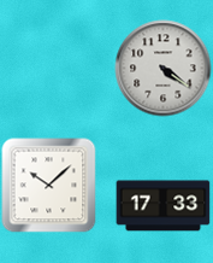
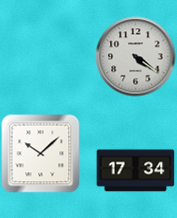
clock at (162, 206): 17:33 -> 17:34
